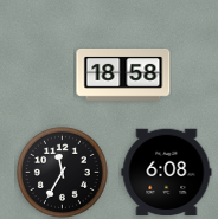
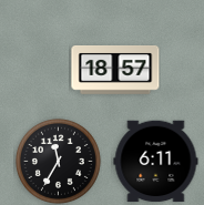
clock at (123, 76): 18:58 -> 18:57
clock at (167, 173): 6:08 -> 6:11
